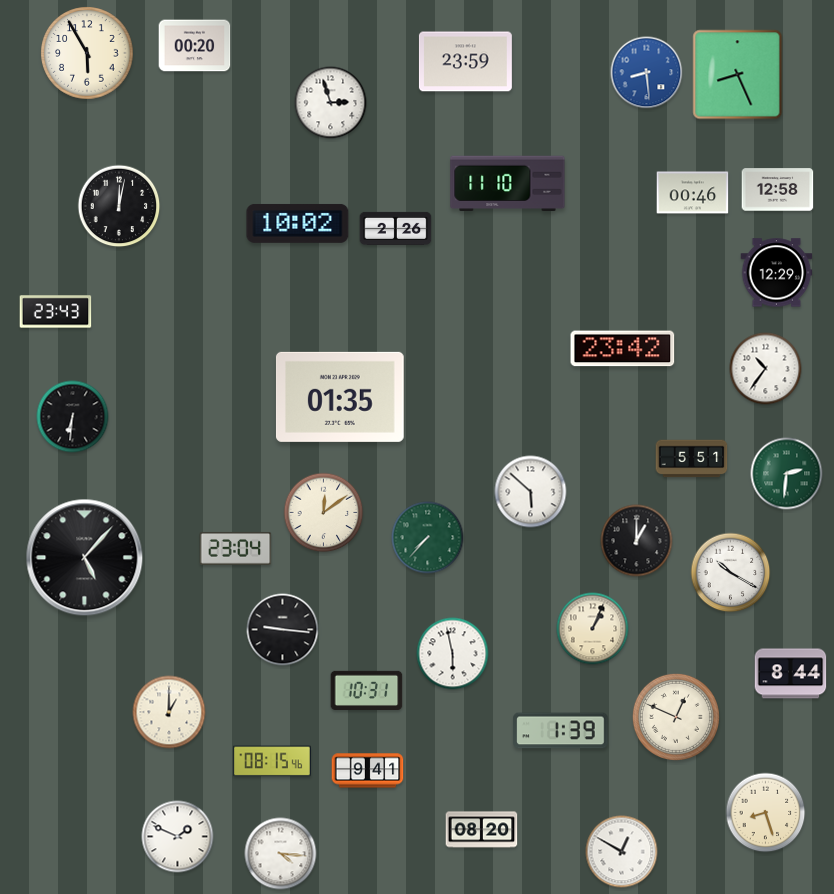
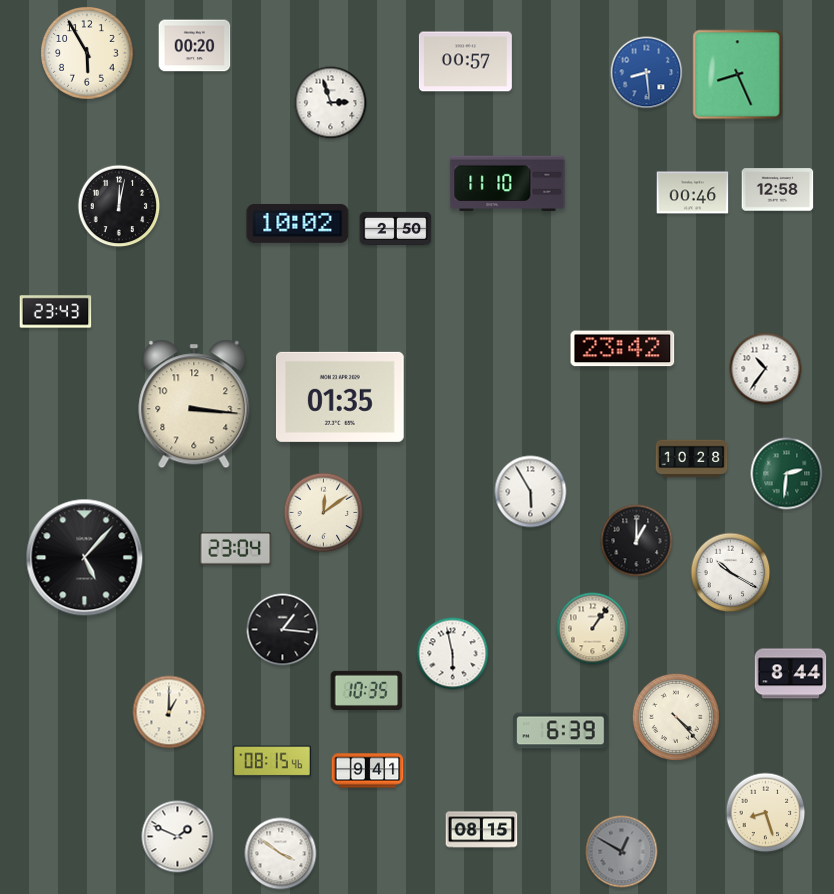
clock at (465, 62): 23:59 -> 00:57
clock at (396, 228): 2:26 -> 2:50
clock at (777, 273): 12:29 -> none
clock at (194, 404): none -> 3:16
clock at (73, 417): 6:31 -> none
clock at (692, 459): 5:51 -> 10:28
clock at (531, 492): 5:52 -> 5:55
clock at (428, 538): 7:37 -> none
clock at (593, 629): 1:04 -> 1:06
clock at (283, 630): 9:16 -> 1:16
clock at (367, 690): 10:31 -> 10:35
clock at (676, 717): 12:49 -> 4:23
clock at (561, 731): 1:39 -> 6:39
clock at (482, 830): 08:20 -> 08:15
clock at (622, 852) dial: white -> grey
clock at (281, 854): 4:16 -> 3:51
